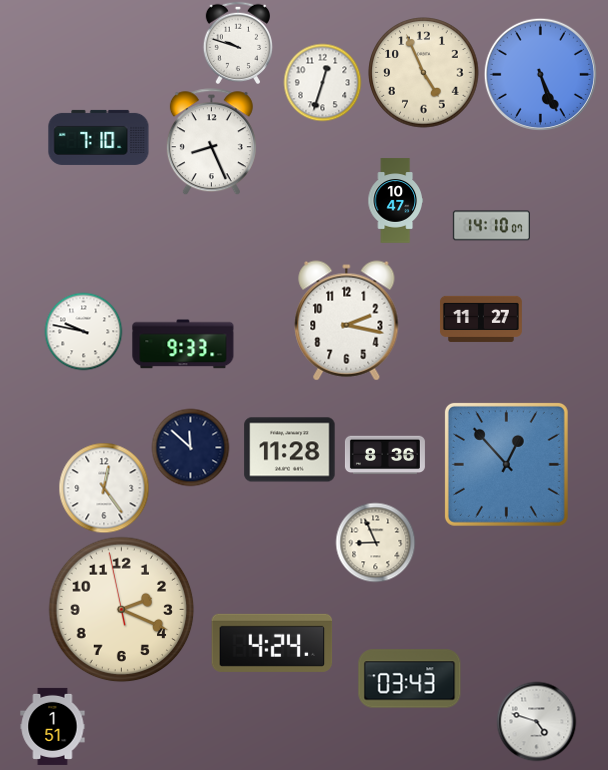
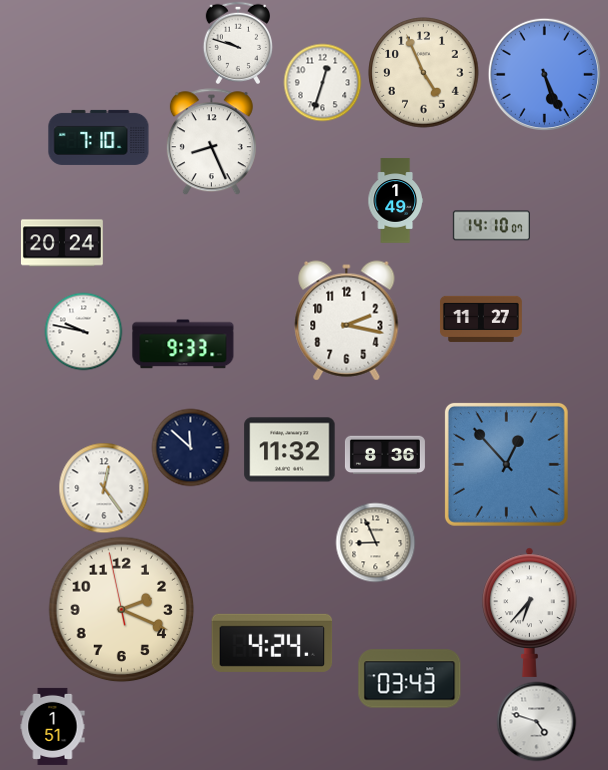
clock at (540, 74) position: (540, 74) -> (544, 74)
clock at (395, 201): 10:47 -> 1:49
clock at (62, 243): none -> 20:24
clock at (290, 450): 11:28 -> 11:32
clock at (530, 612): none -> 6:37
